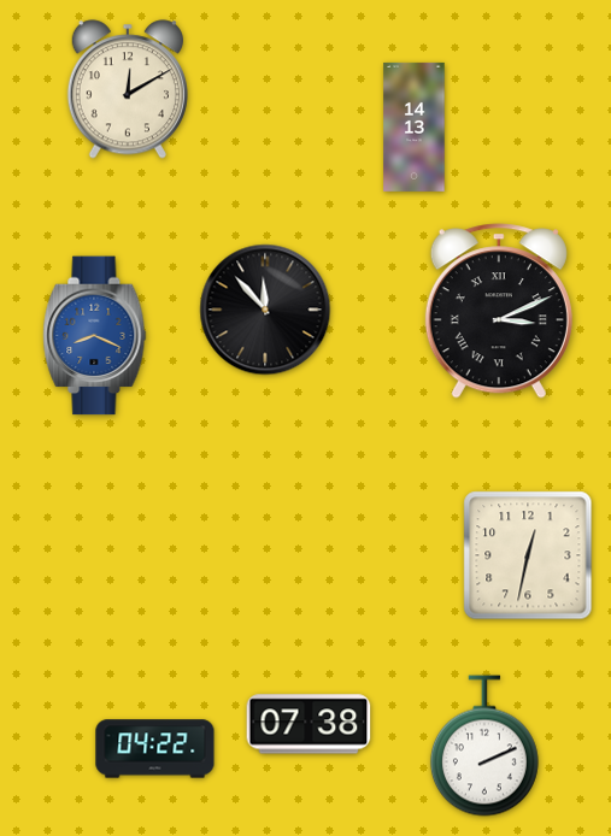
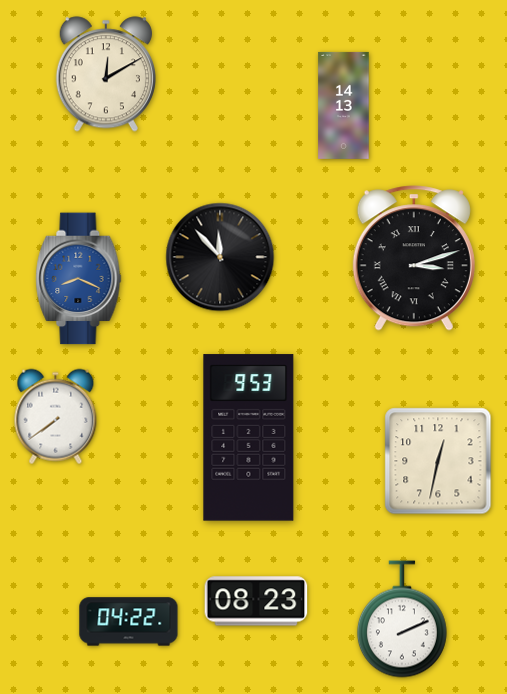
clock at (499, 311): 3:11 -> 3:12
clock at (56, 417): none -> 7:39
clock at (249, 438): none -> 9:53
clock at (309, 724): 07:38 -> 08:23
